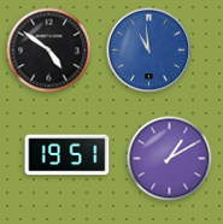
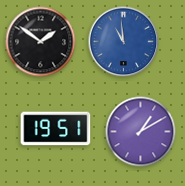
clock at (49, 51): 4:51 -> 1:51
